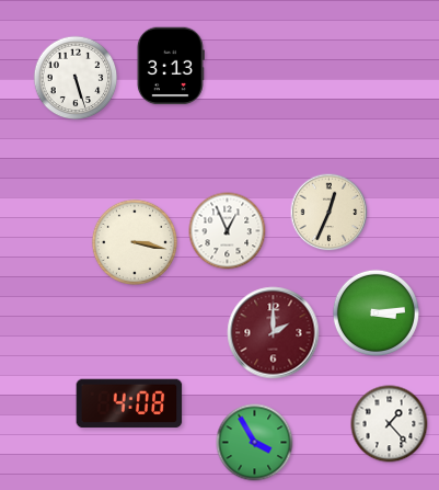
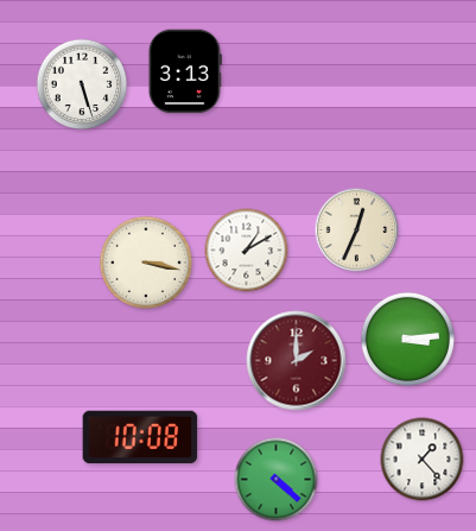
clock at (228, 231): 12:56 -> 1:10
clock at (129, 403): 4:08 -> 10:08
clock at (255, 443): 3:55 -> 4:22
